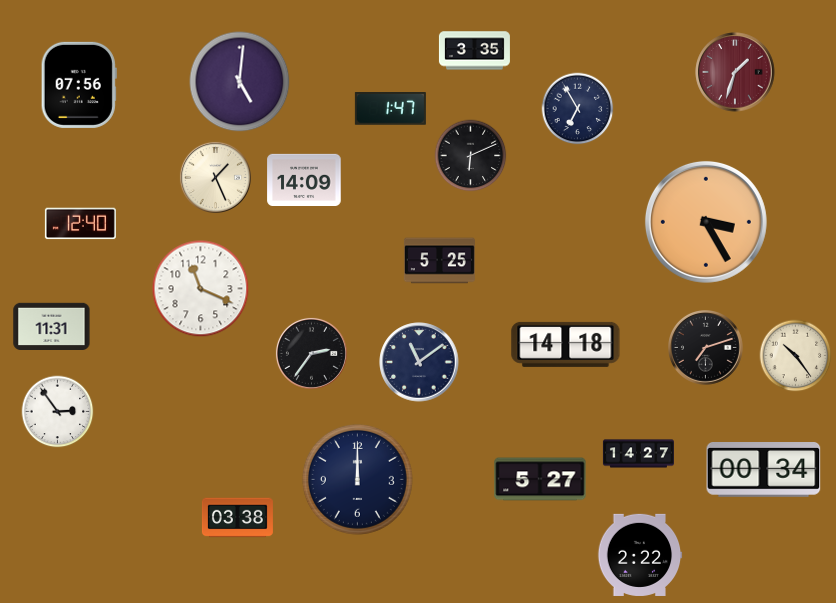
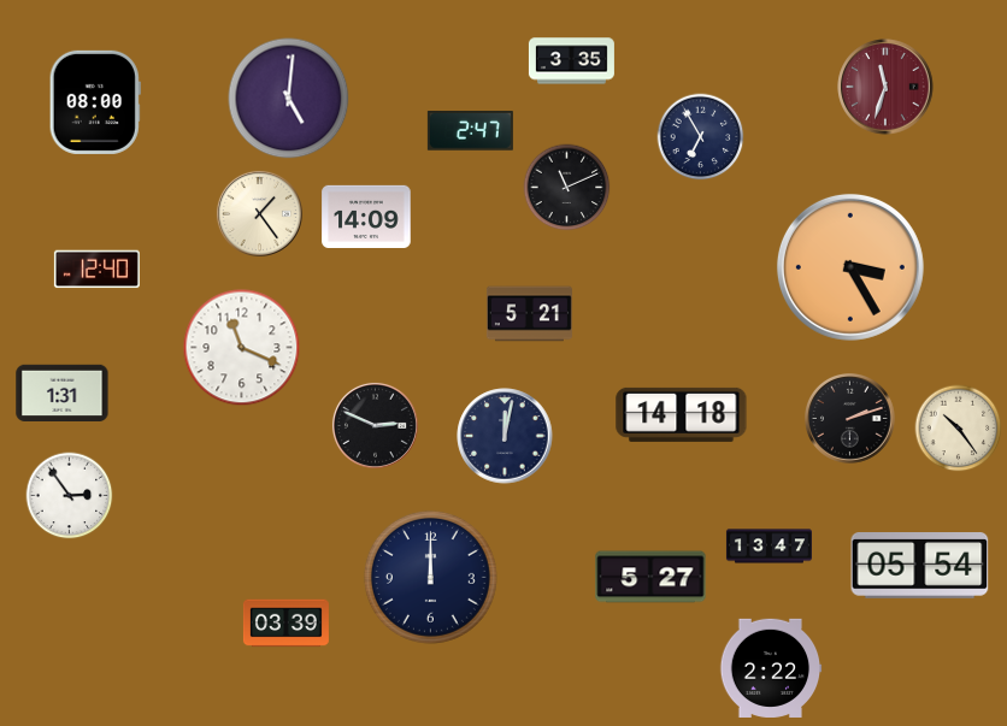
clock at (735, 72): 1:33 -> 11:33
clock at (79, 85): 07:56 -> 08:00
clock at (390, 109): 1:47 -> 2:47
clock at (578, 109) position: (578, 109) -> (701, 137)
clock at (471, 156): 6:11 -> 11:11
clock at (215, 177): 1:26 -> 1:24
clock at (439, 261): 5:25 -> 5:21
clock at (52, 326): 11:31 -> 1:31
clock at (706, 348): 7:12 -> 2:12
clock at (311, 353): 2:36 -> 2:49
clock at (419, 362): 11:09 -> 12:02
clock at (638, 454): 14:27 -> 13:47
clock at (764, 470): 00:34 -> 05:54
clock at (237, 518): 03:38 -> 03:39
